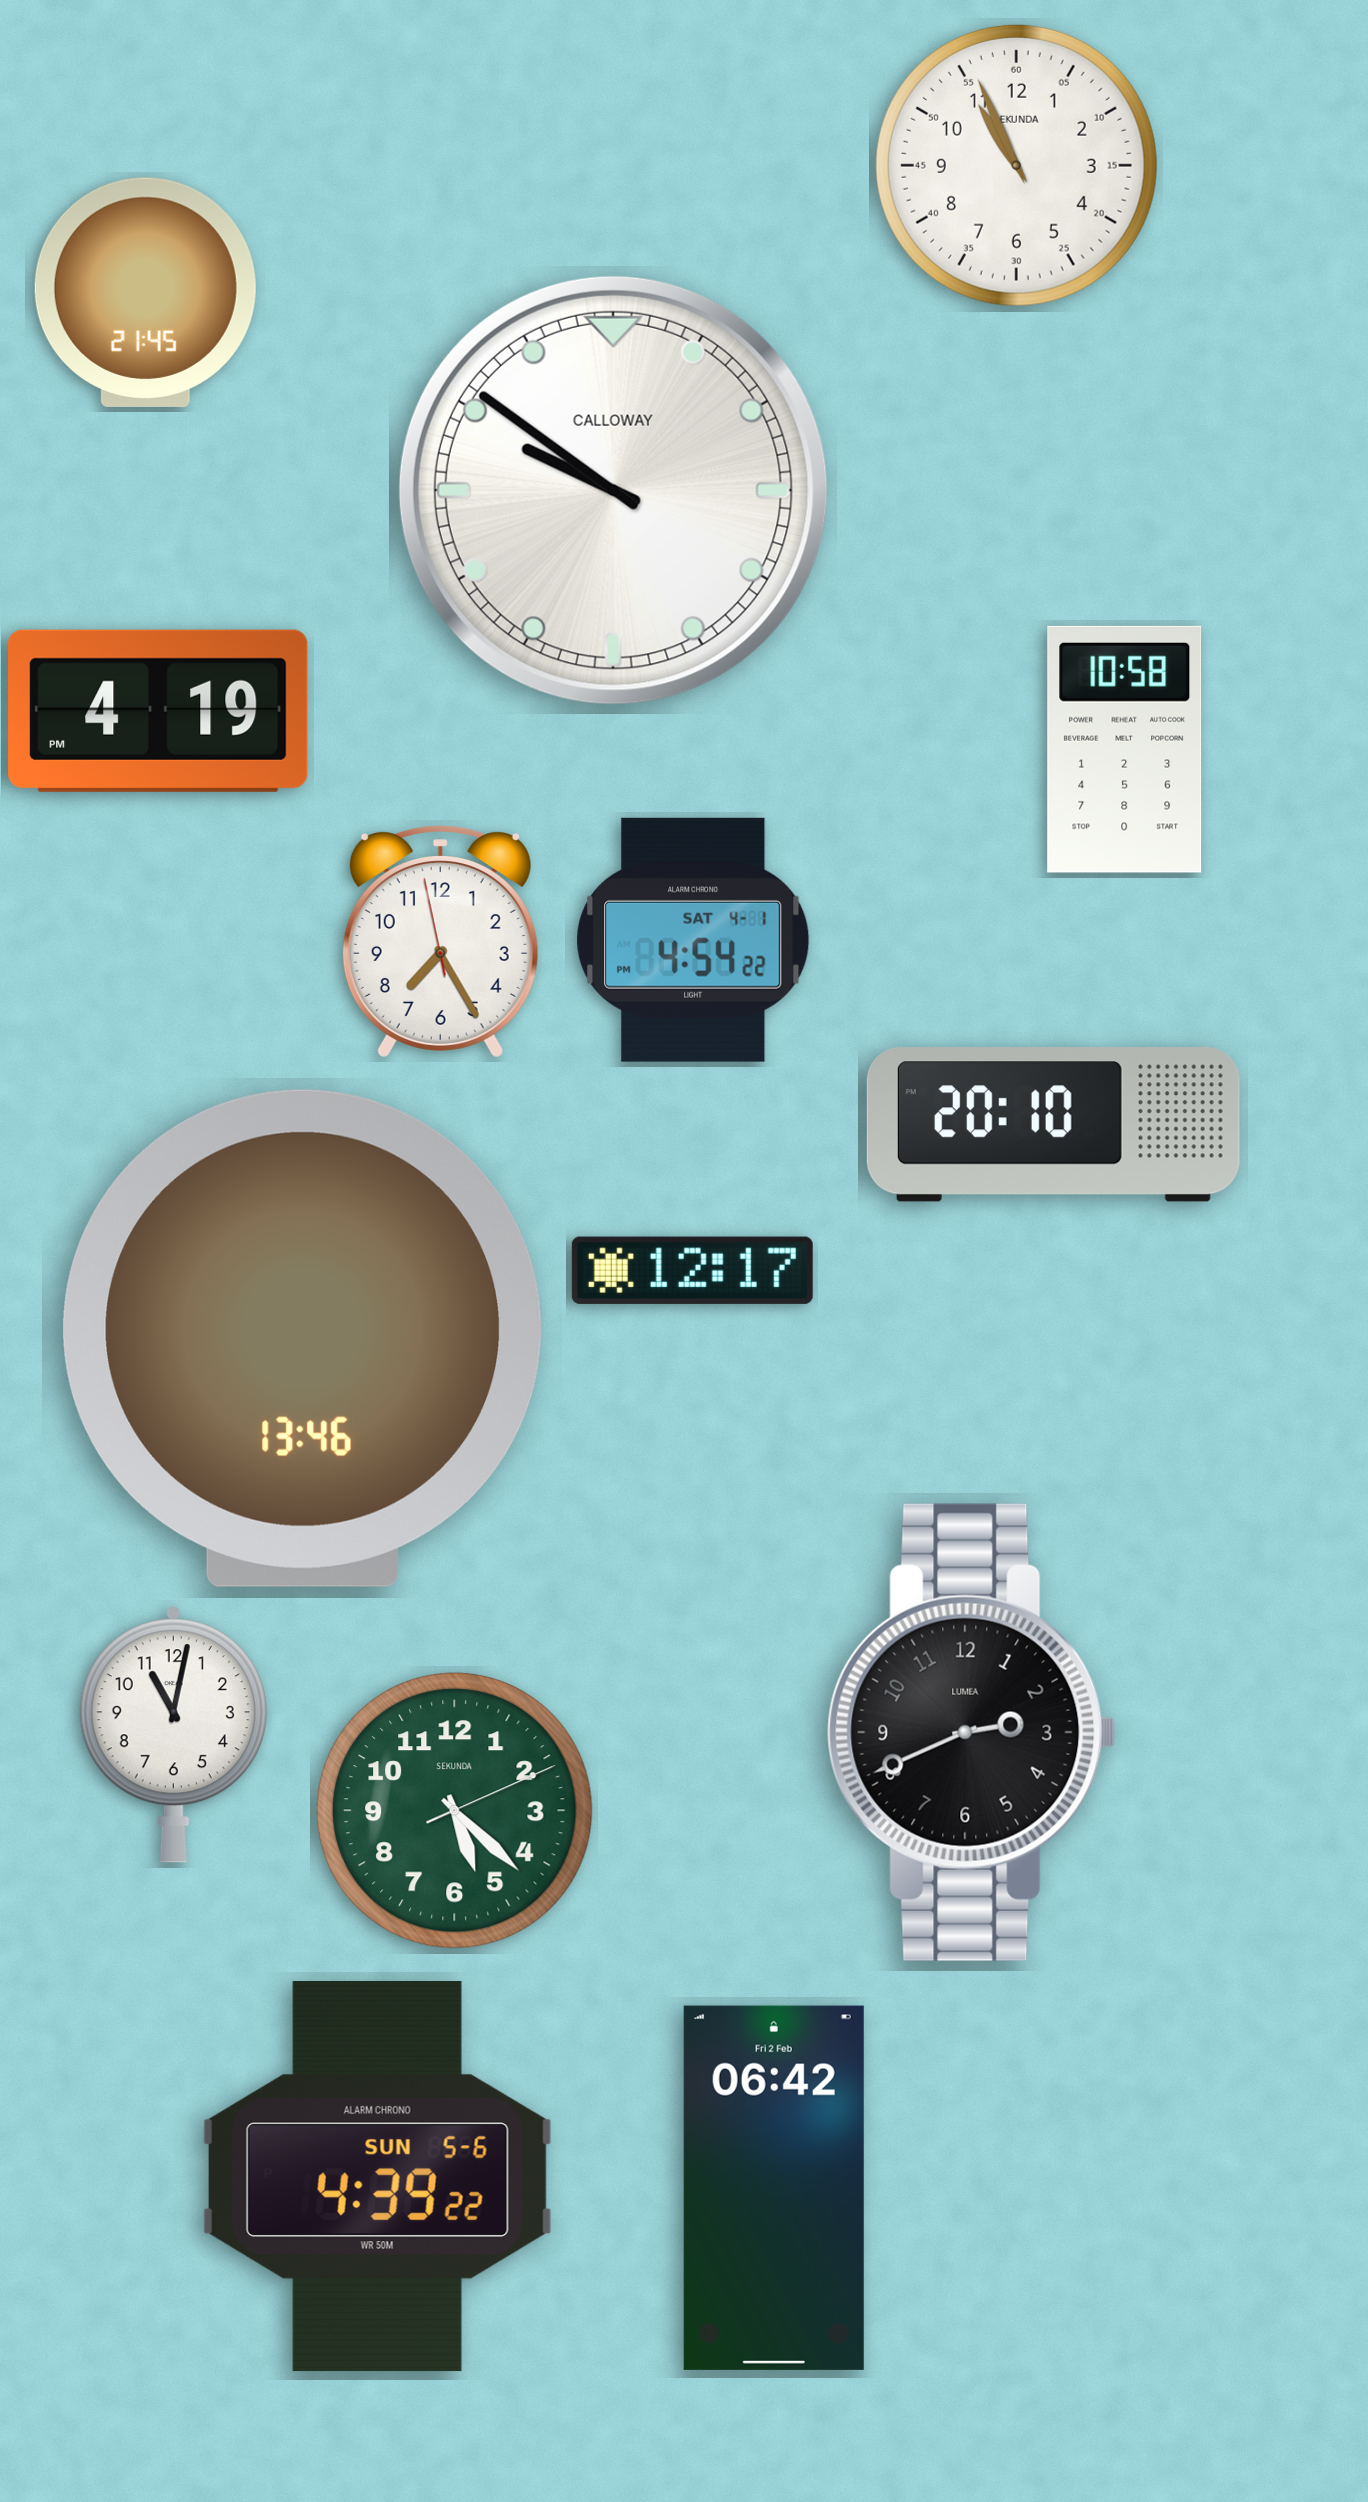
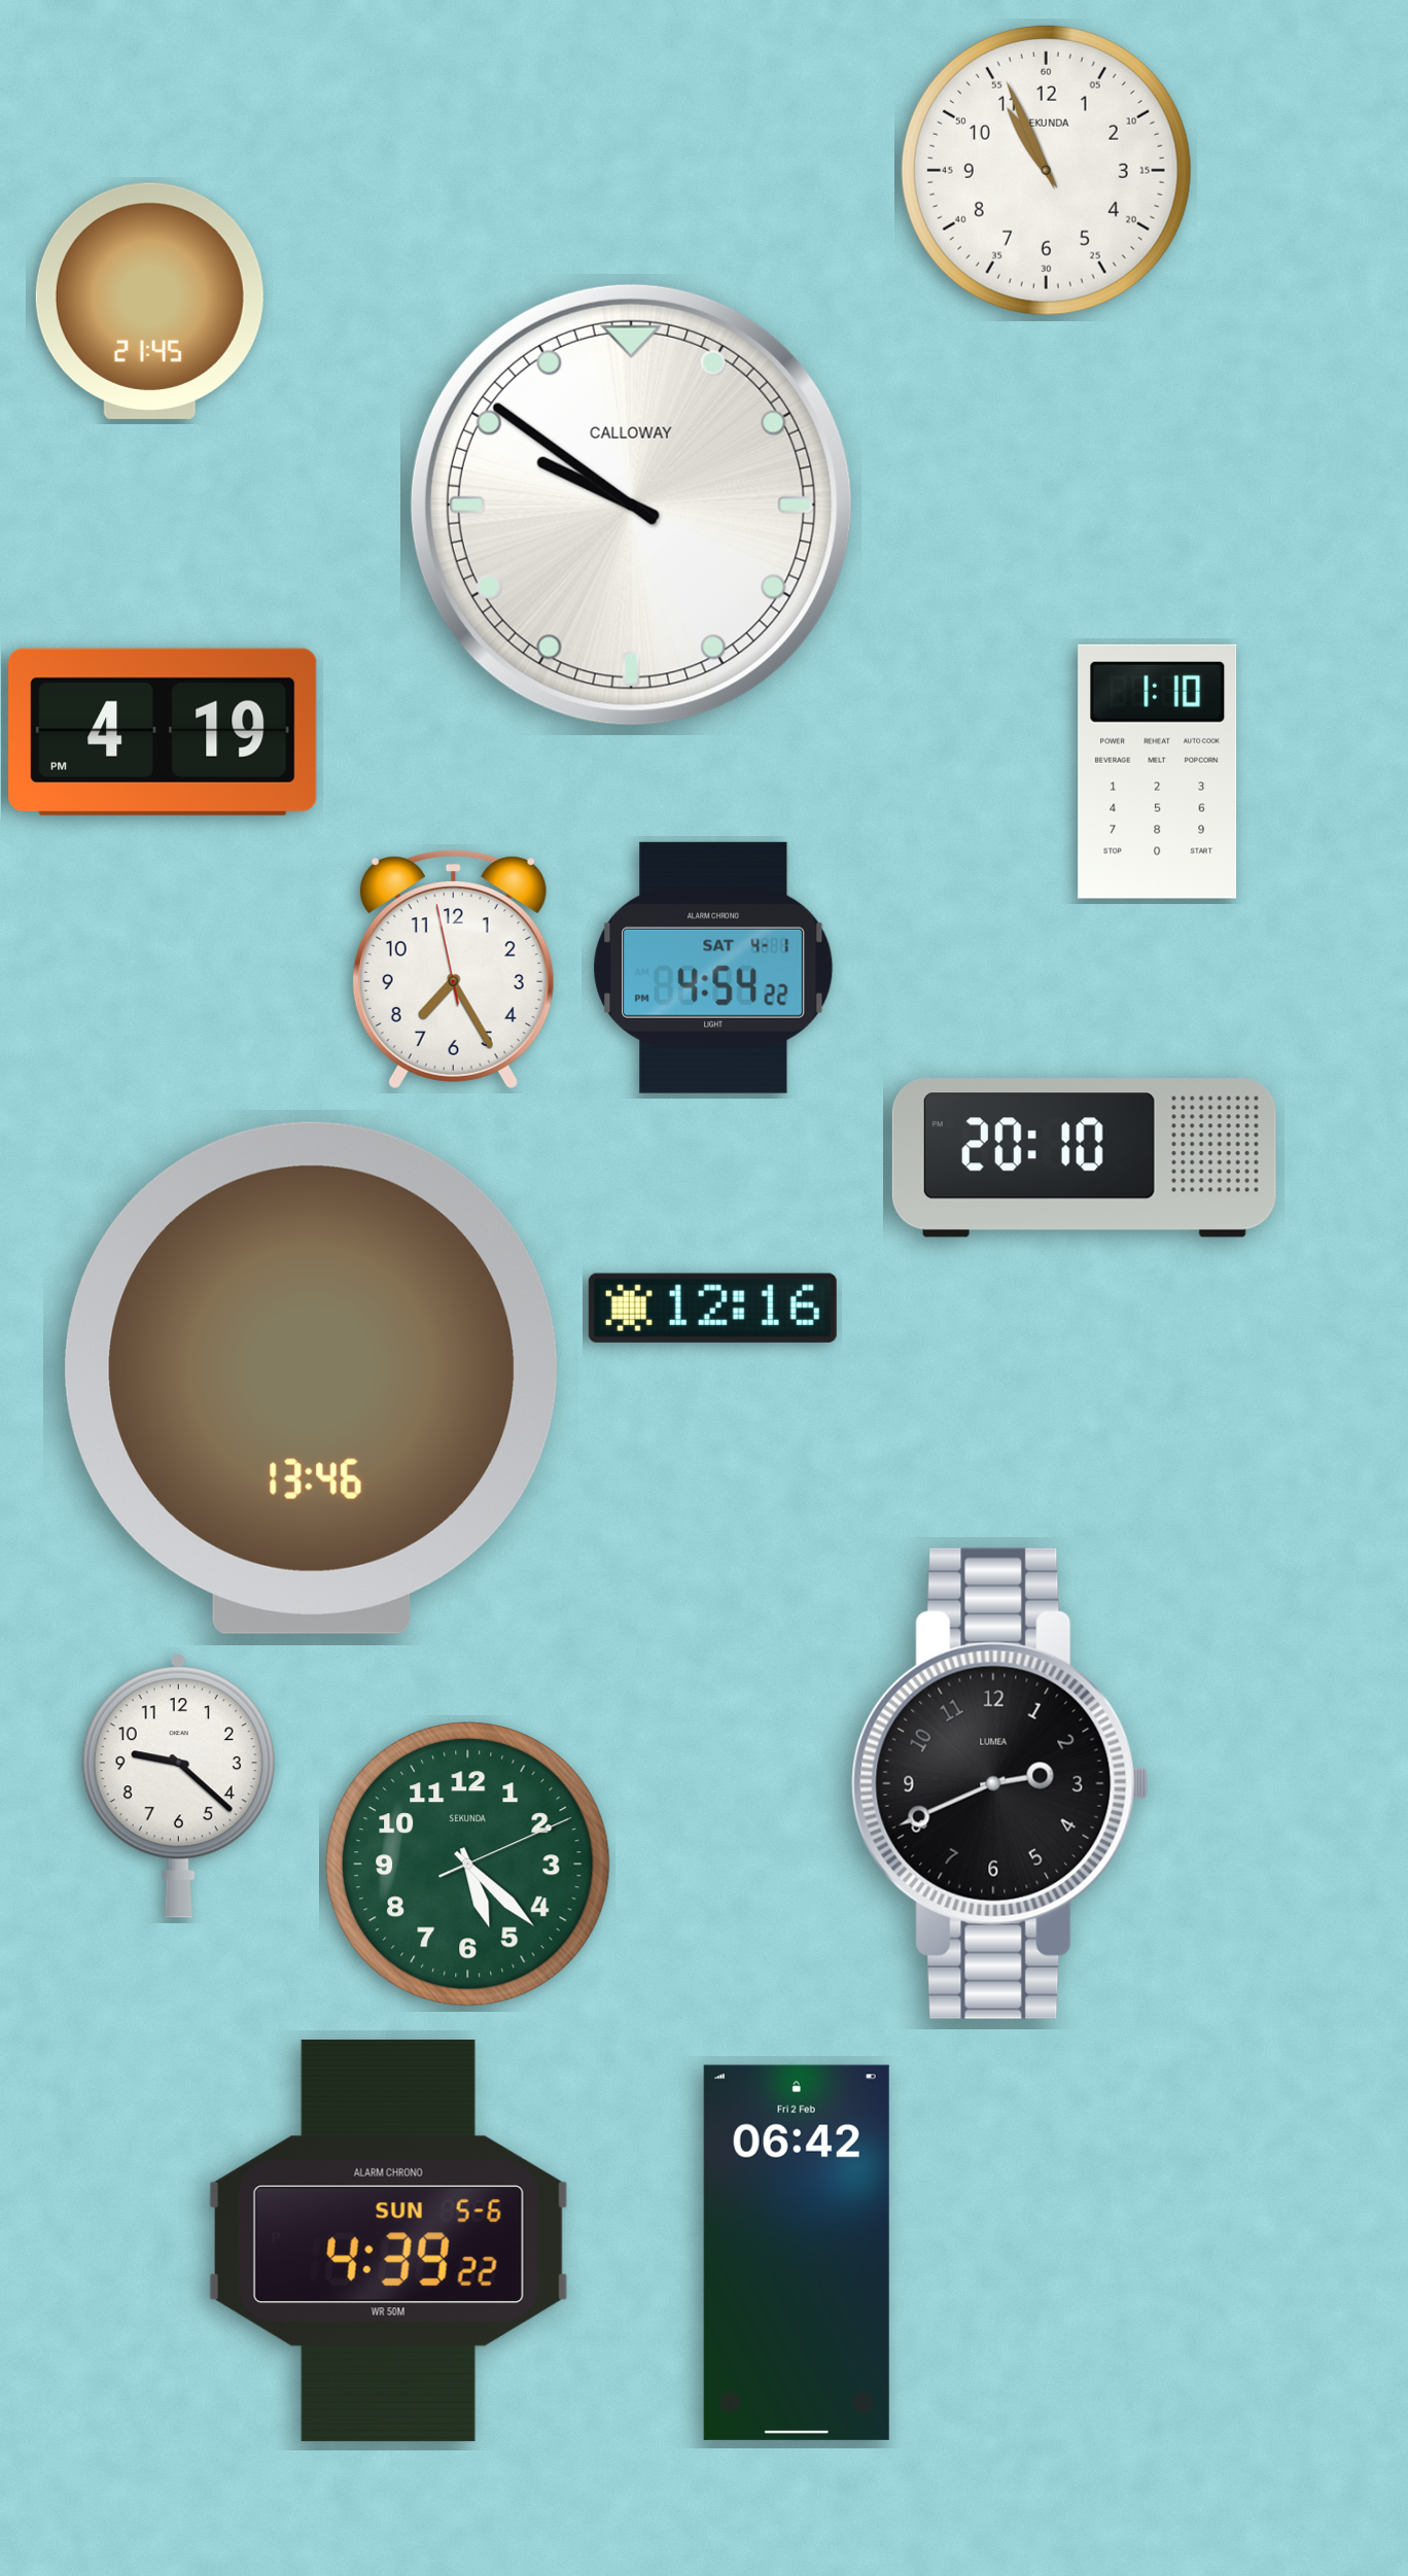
clock at (1125, 749): 10:58 -> 1:10
clock at (692, 1270): 12:17 -> 12:16
clock at (173, 1735): 11:02 -> 9:22
